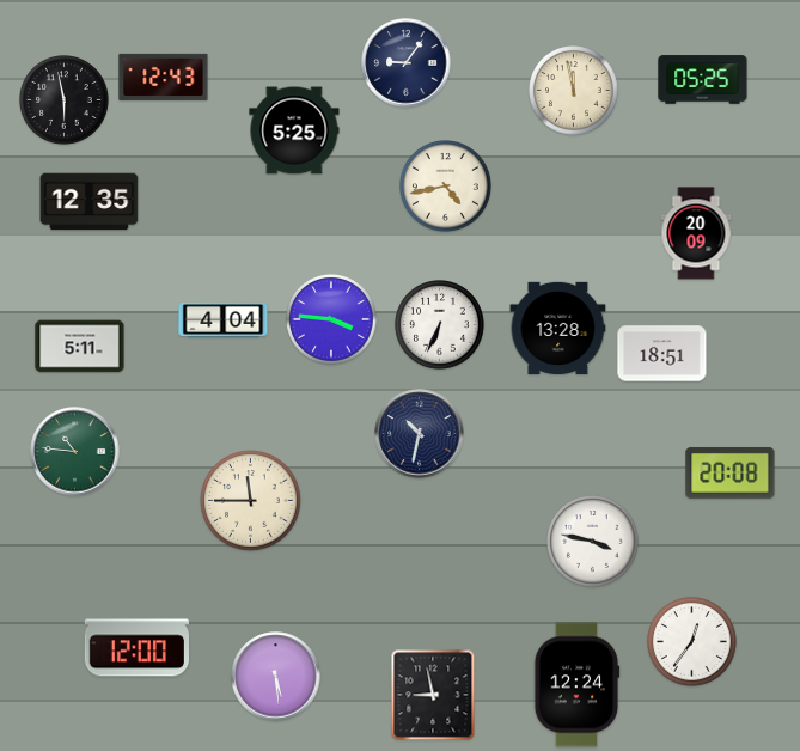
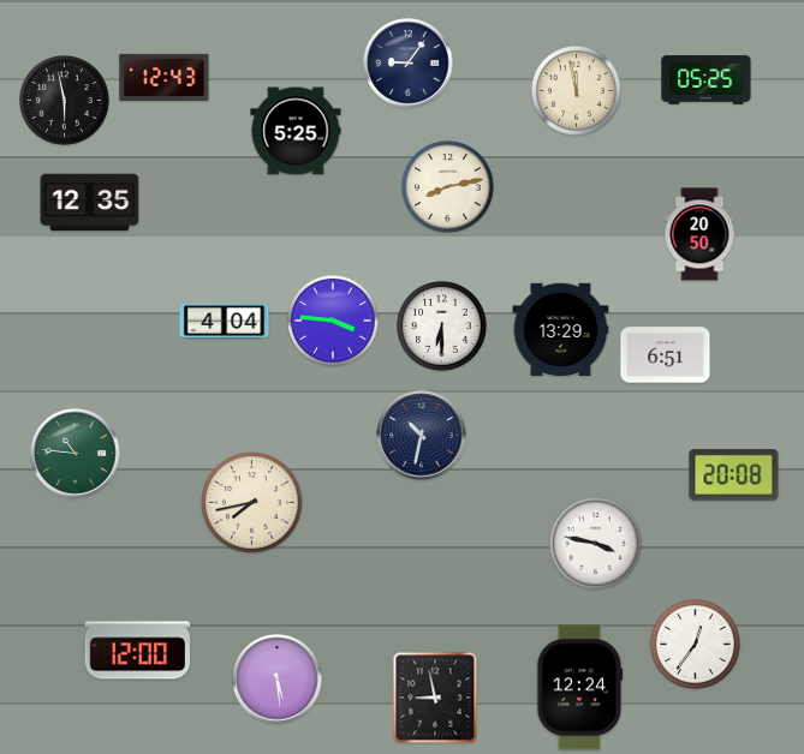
clock at (446, 187): 4:43 -> 8:13
clock at (696, 233): 20:09 -> 20:50
clock at (440, 325): 6:34 -> 6:30
clock at (558, 329): 13:28 -> 13:29
clock at (80, 347): 5:11 -> none
clock at (662, 354): 18:51 -> 6:51
clock at (251, 501): 11:45 -> 7:43
